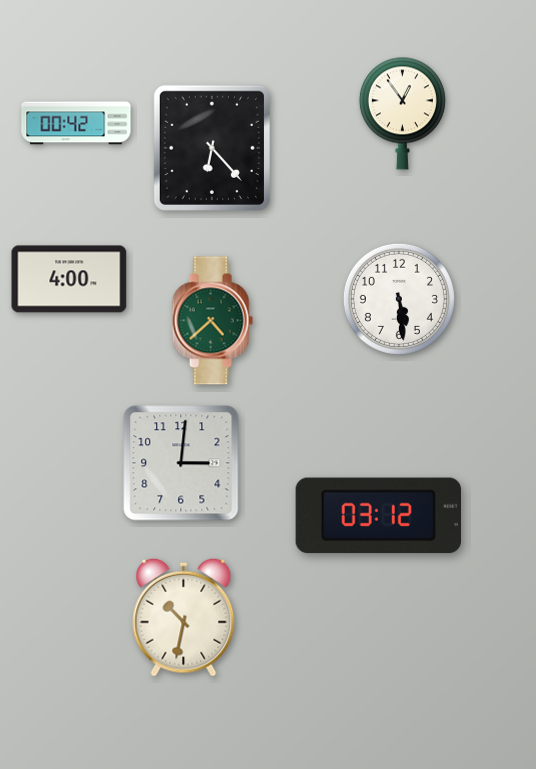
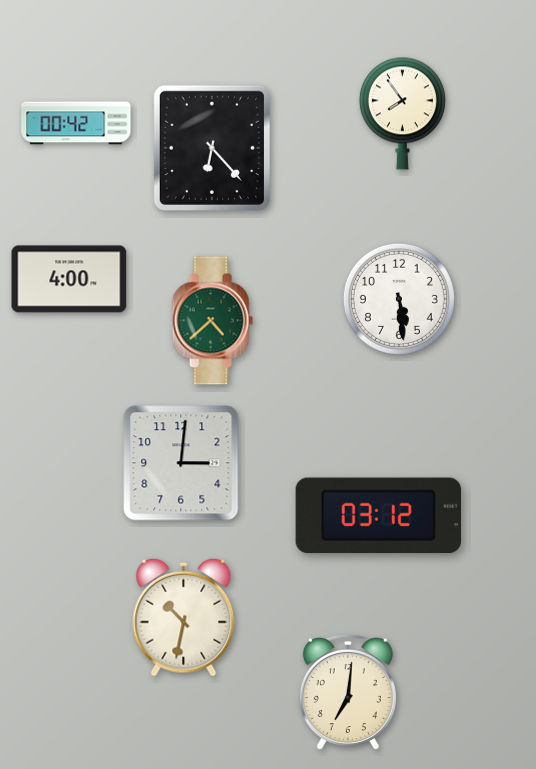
clock at (402, 113): 12:54 -> 7:54
clock at (348, 692): none -> 7:01
